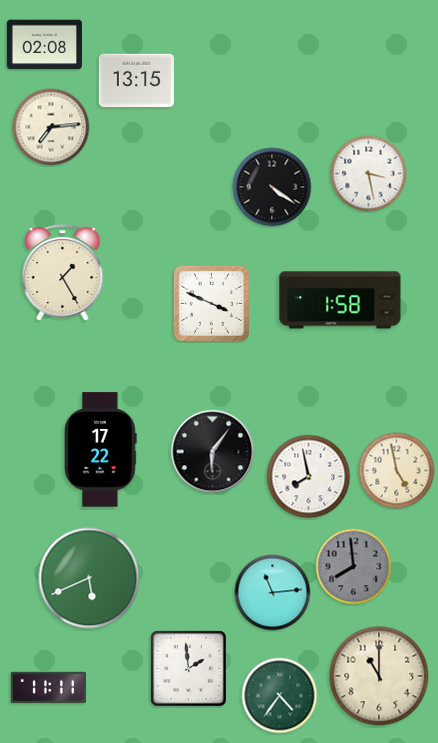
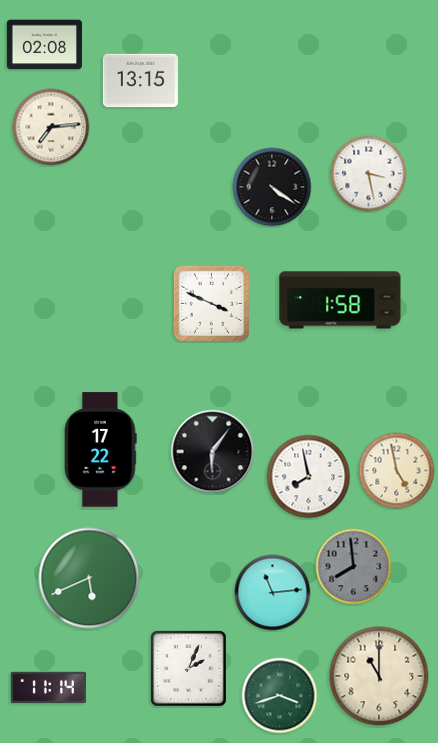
clock at (136, 81) position: (136, 81) -> (140, 81)
clock at (63, 273): 1:25 -> none
clock at (189, 669): 1:59 -> 2:04
clock at (48, 688): 11:11 -> 11:14
clock at (280, 696): 4:36 -> 3:42
